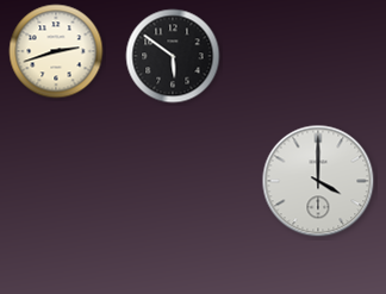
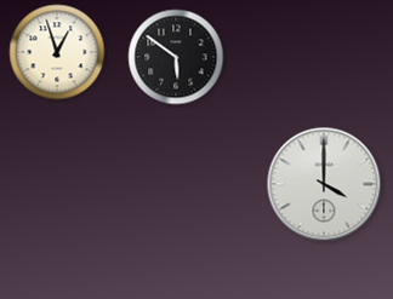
clock at (56, 51): 2:42 -> 12:57
